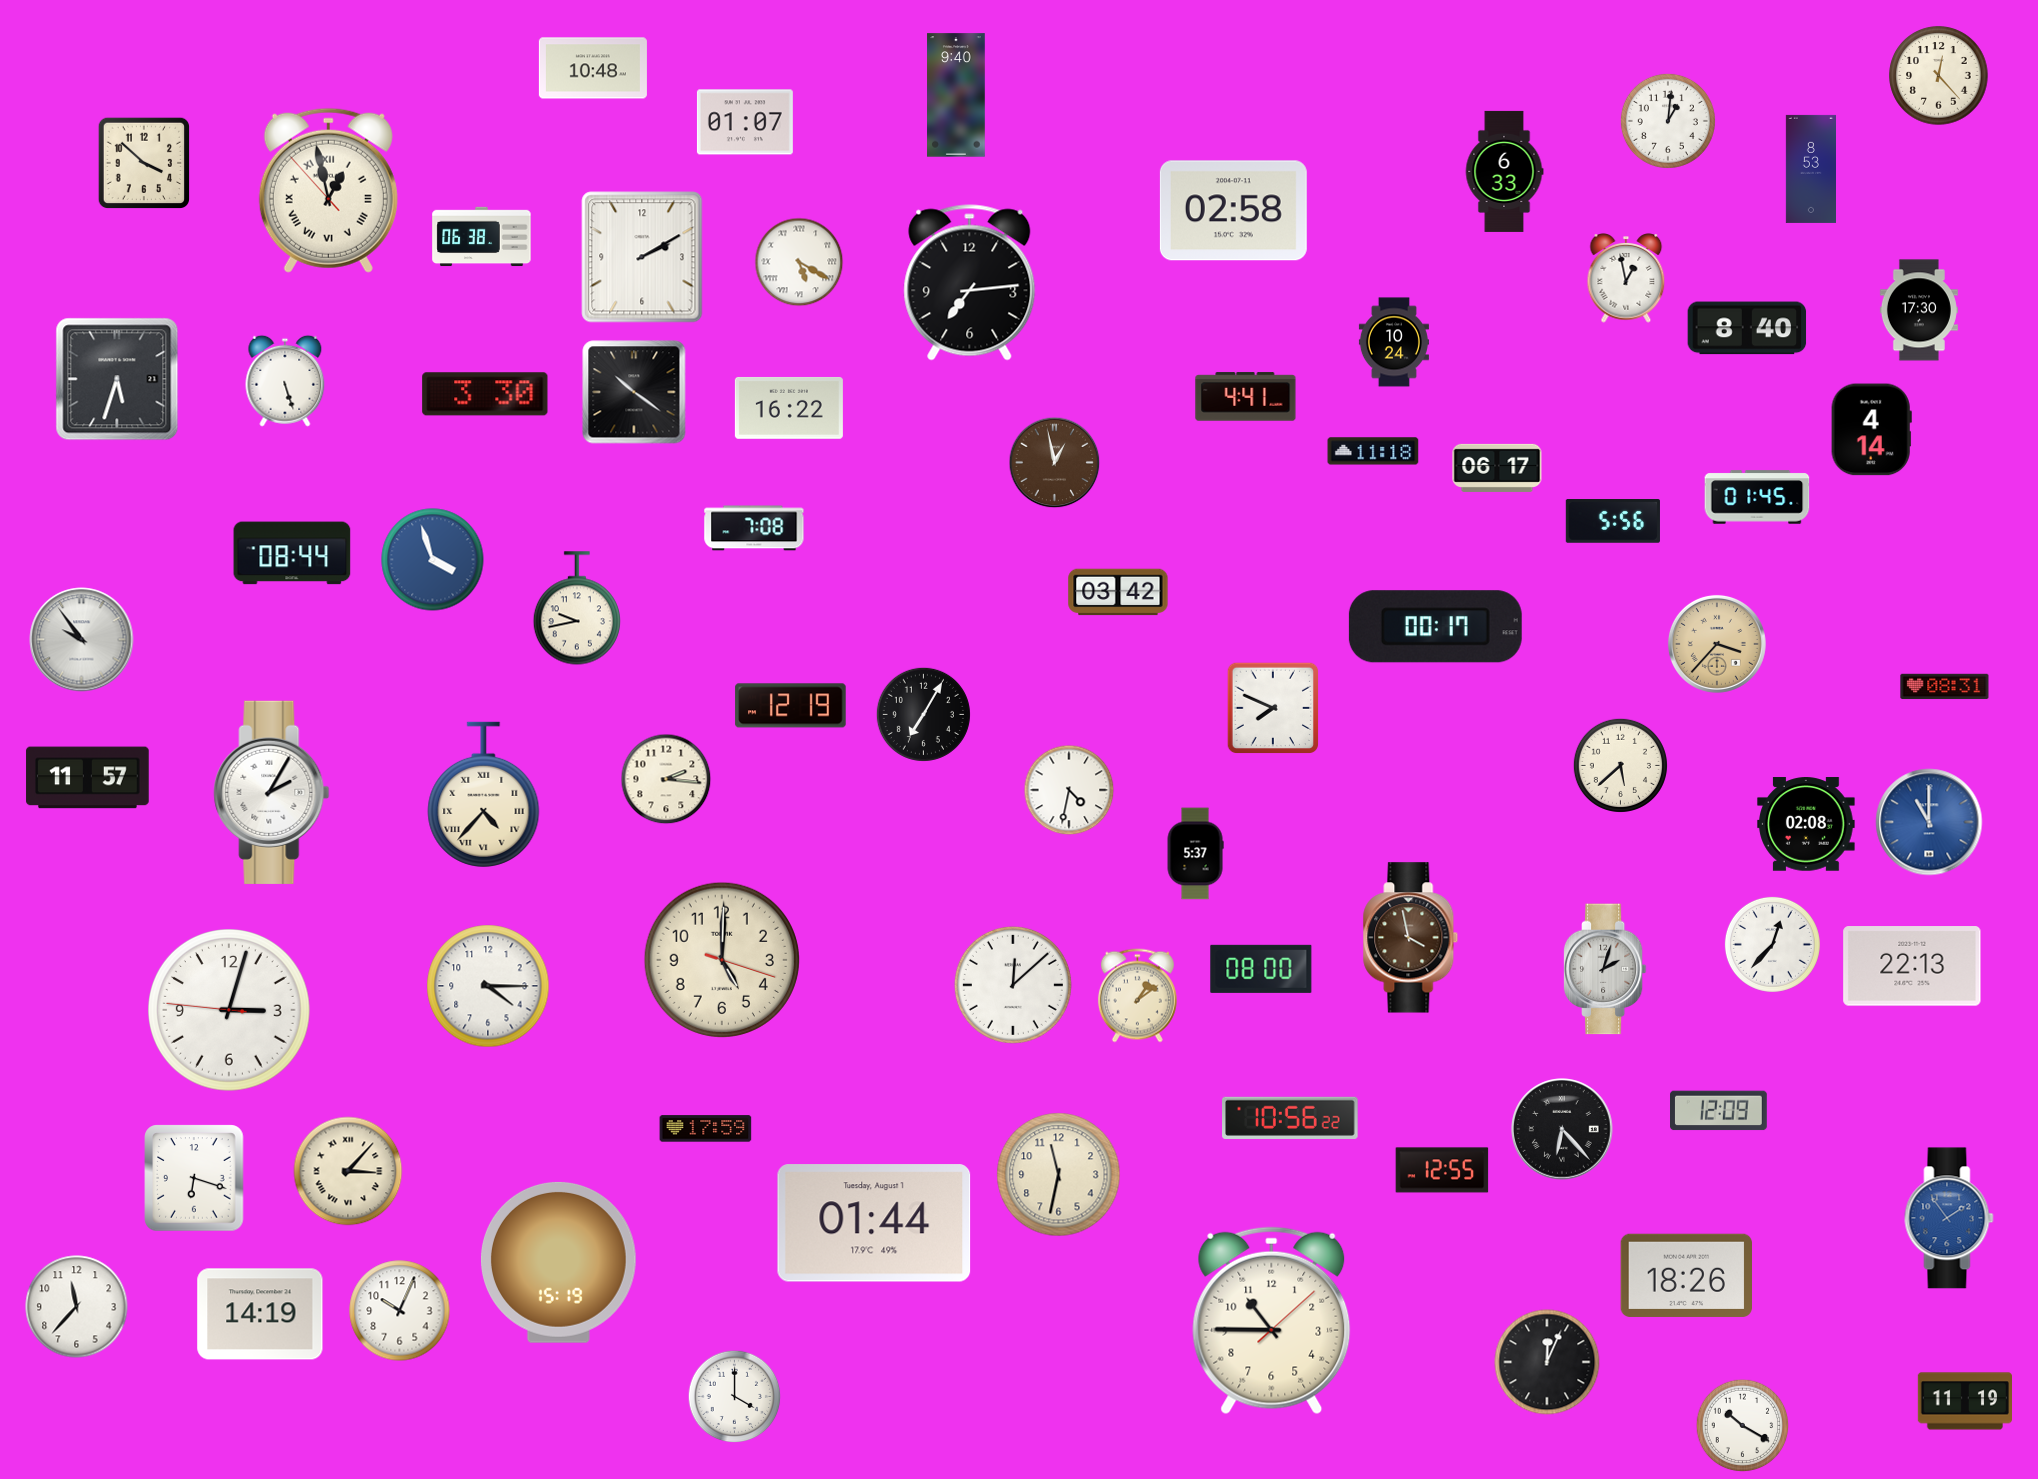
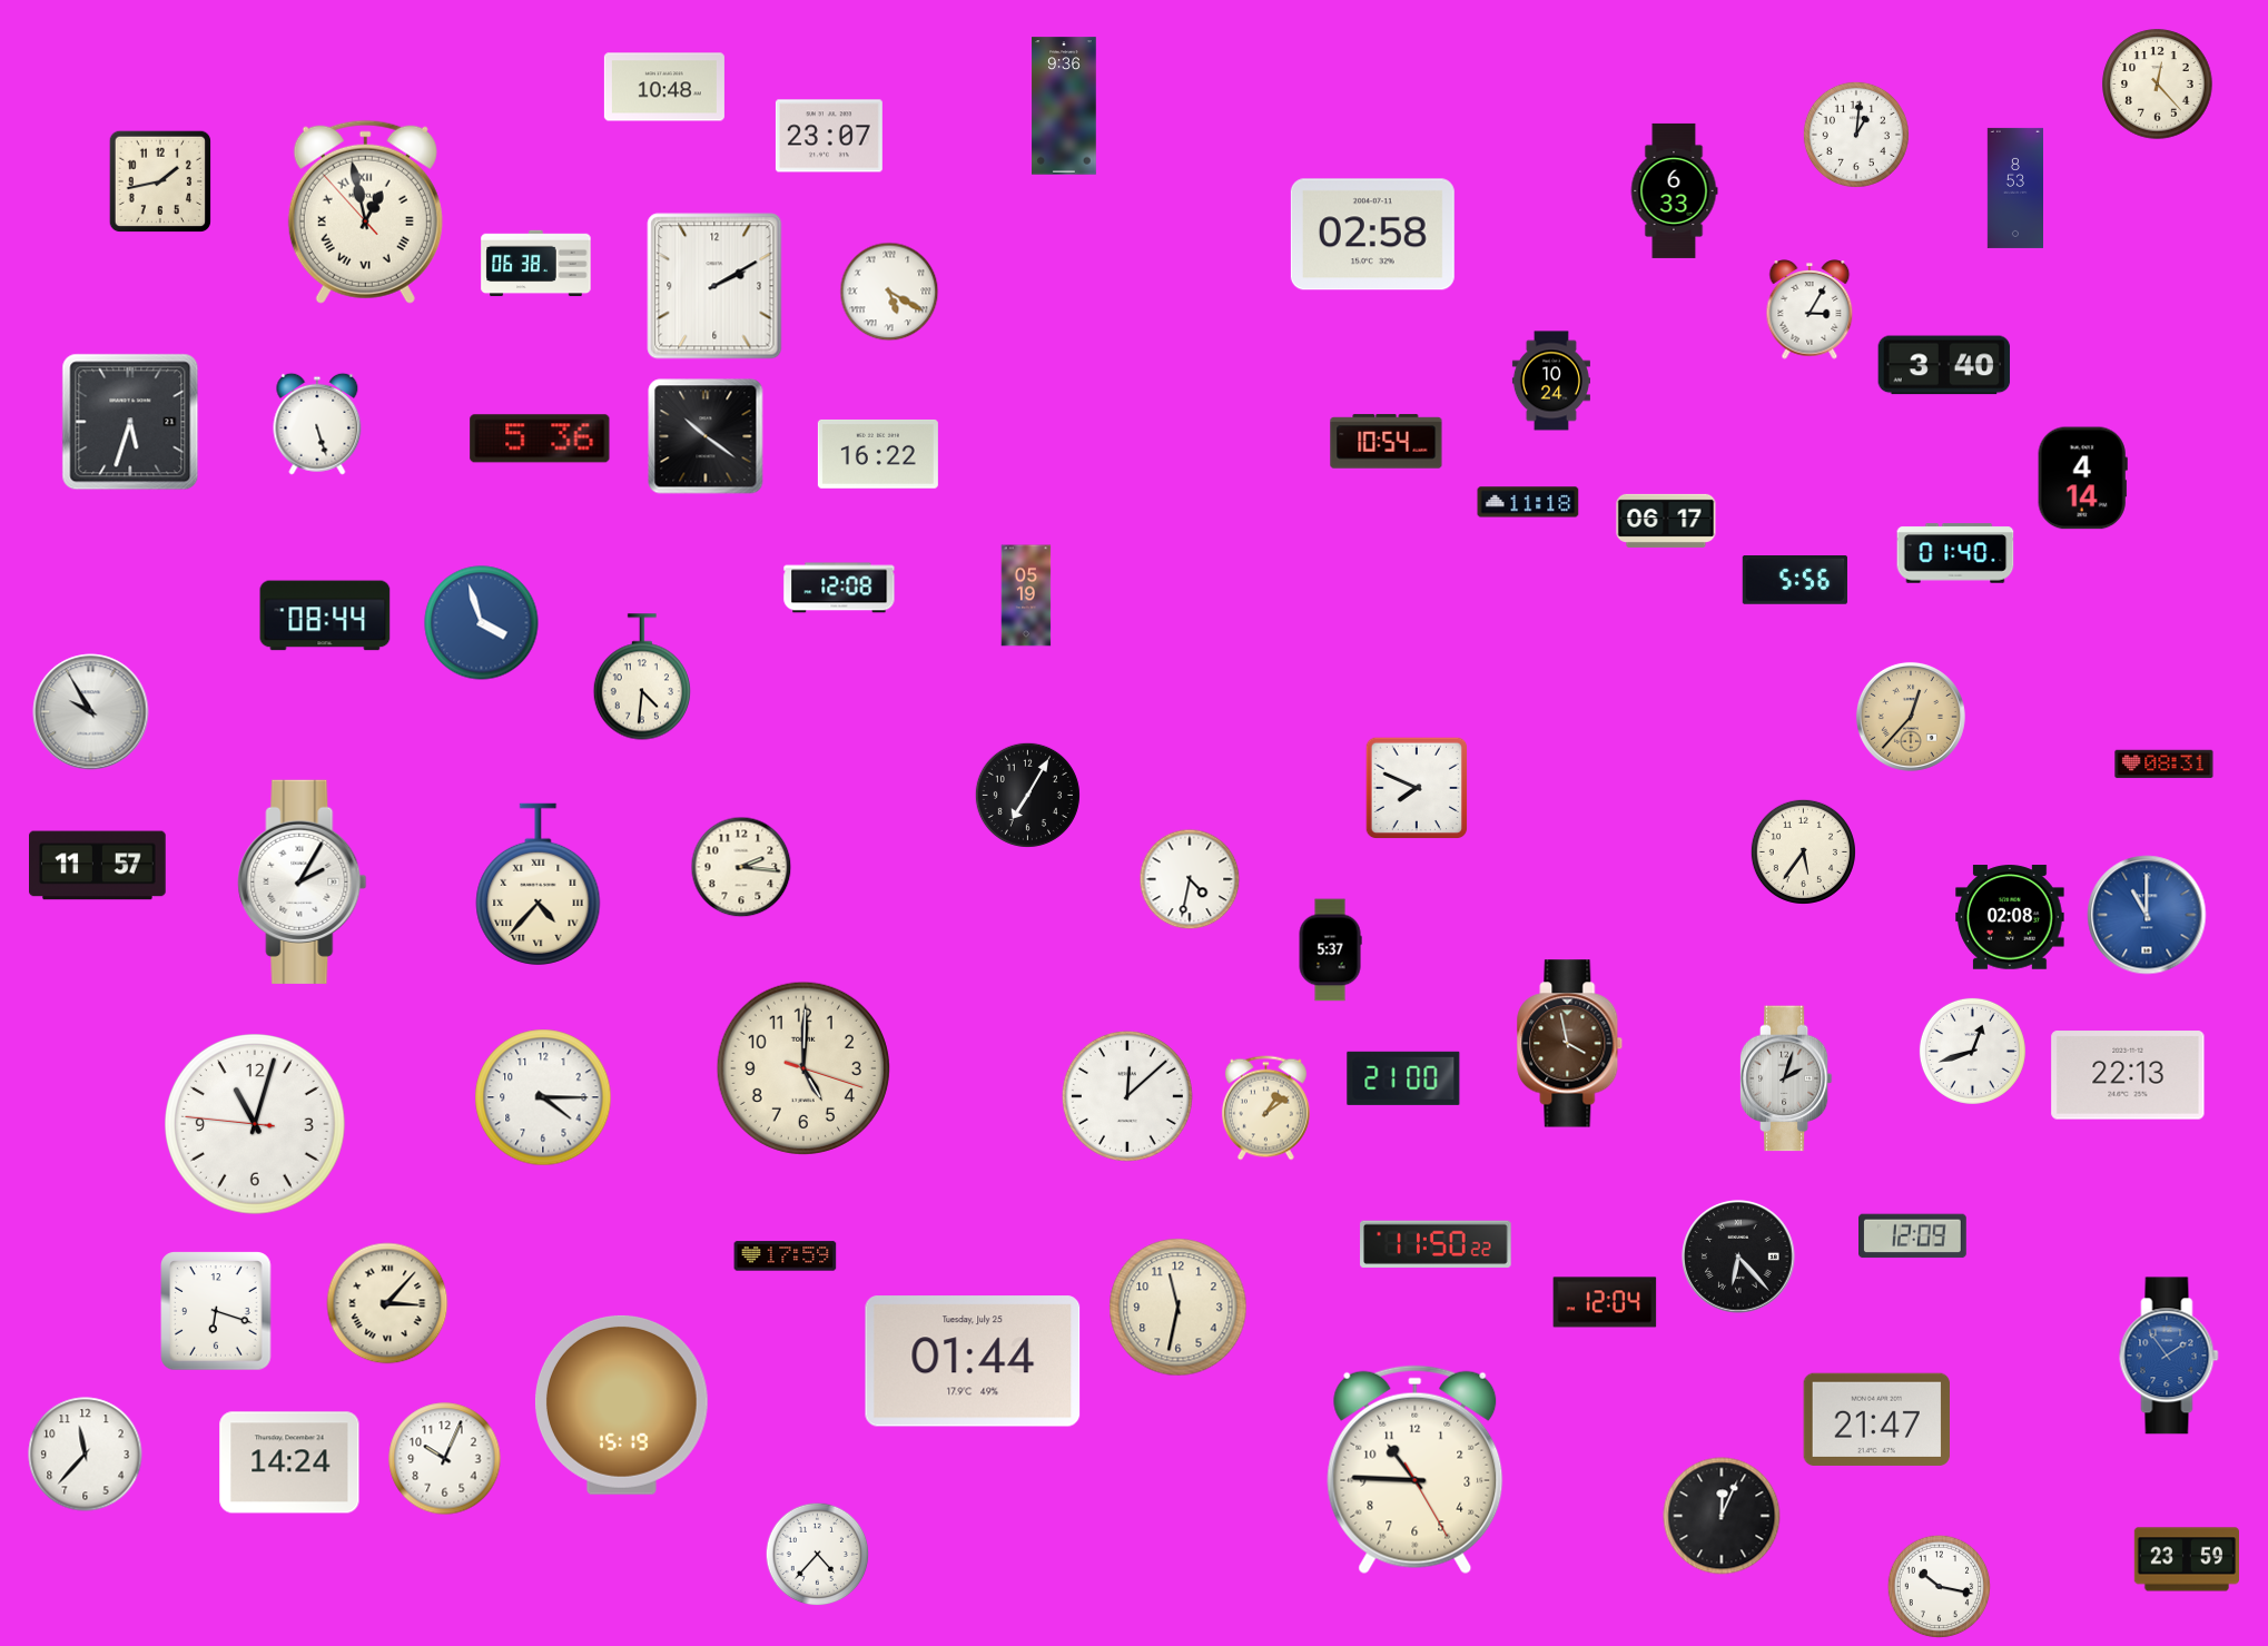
clock at (593, 68) position: (593, 68) -> (664, 87)
clock at (956, 95): 9:40 -> 9:36
clock at (745, 122): 01:07 -> 23:07
clock at (144, 163): 3:52 -> 1:43
clock at (1626, 278): 12:58 -> 3:05
clock at (970, 283): 7:14 -> none
clock at (1919, 310): 17:30 -> none
clock at (1747, 328): 8:40 -> 3:40
clock at (485, 394): 3:30 -> 5:36
clock at (1246, 397): 4:41 -> 10:54
clock at (1055, 463): 12:58 -> none
clock at (1757, 497): 01:45 -> 01:40
clock at (754, 528): 7:08 -> 12:08
clock at (1026, 595): none -> 05:19
clock at (1118, 592): 03:42 -> none
clock at (577, 608): 9:43 -> 4:31
clock at (1435, 627): 00:17 -> none
clock at (82, 640): 9:54 -> 9:55
clock at (1717, 644): 3:37 -> 12:37
clock at (791, 706): 12:19 -> none
clock at (1620, 765): 5:38 -> 5:36
clock at (1772, 944): 12:37 -> 12:42
clock at (1261, 969): 08:00 -> 21:00
clock at (230, 1011): 3:02 -> 11:02
clock at (1290, 1118): 10:56 -> 11:50
clock at (1442, 1170): 12:55 -> 12:04
clock at (874, 1223) date: Tuesday, August 1 -> Tuesday, July 25
clock at (1686, 1275): 18:26 -> 21:47
clock at (260, 1314): 14:19 -> 14:24
clock at (1272, 1321): 10:45:08 -> 10:45:25
clock at (735, 1397): 4:00 -> 4:37
clock at (1964, 1401): 11:19 -> 23:59
clock at (1743, 1426): 10:20 -> 10:17
